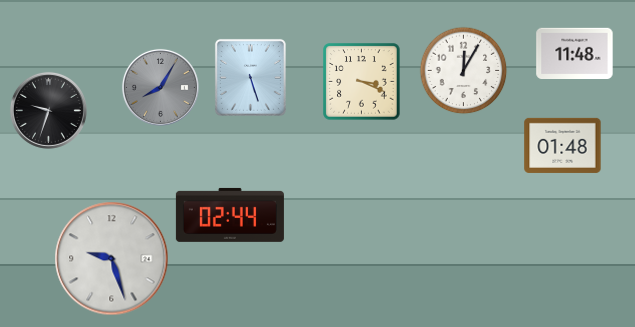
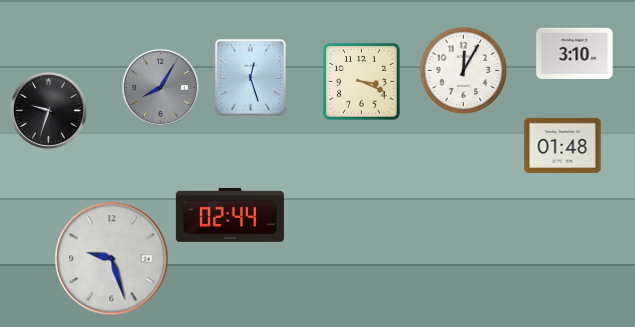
clock at (575, 53): 11:48 -> 3:10
clock at (250, 77): 5:27 -> 12:27
